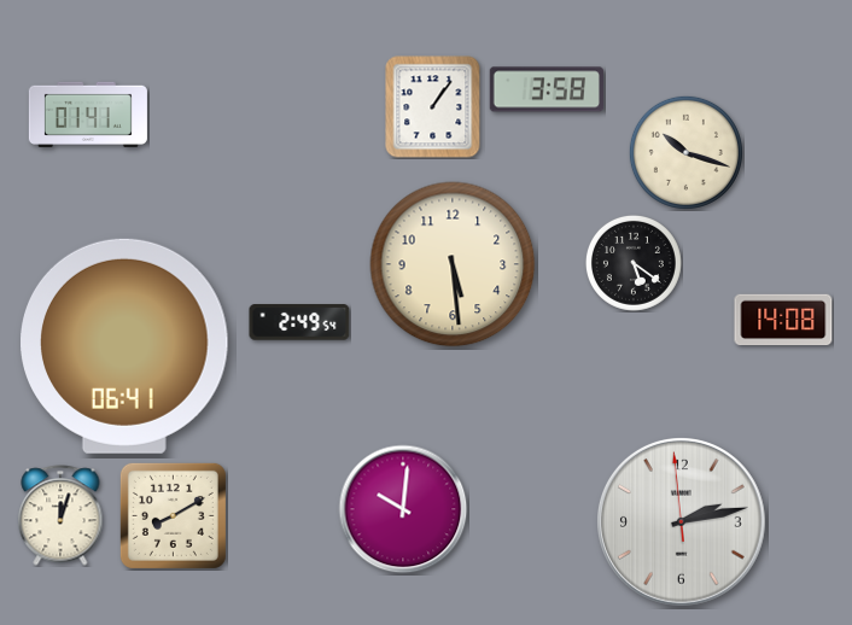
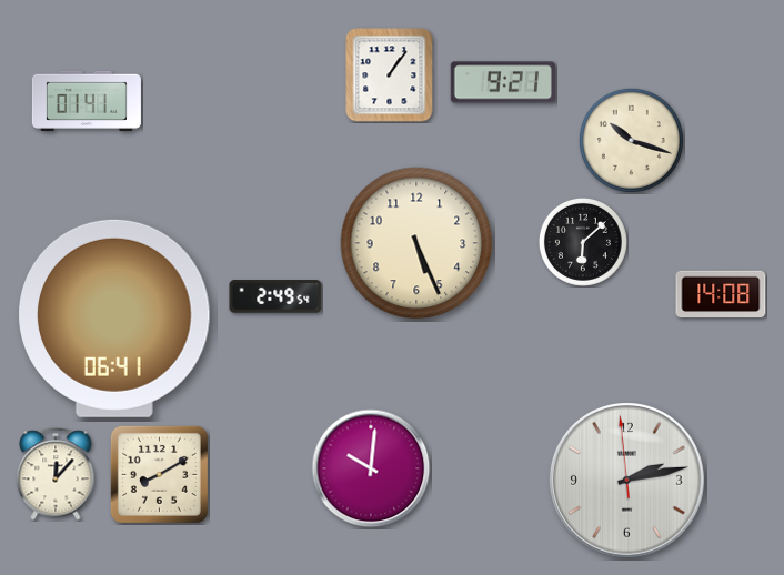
clock at (545, 89): 3:58 -> 9:21
clock at (433, 107) position: (433, 107) -> (390, 75)
clock at (88, 115) position: (88, 115) -> (87, 101)
clock at (634, 263): 5:21 -> 6:08
clock at (453, 264): 5:29 -> 5:26
clock at (60, 515): 12:03 -> 12:07
